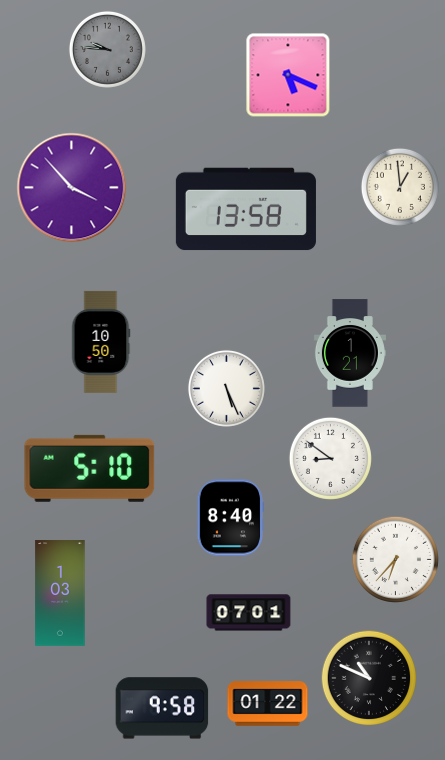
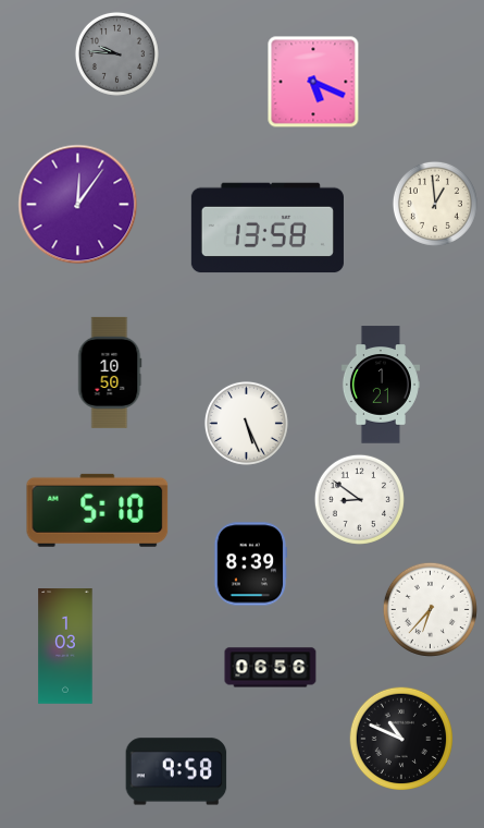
clock at (72, 188): 3:53 -> 12:06
clock at (229, 518): 8:40 -> 8:39
clock at (249, 613): 07:01 -> 06:56
clock at (268, 704): 01:22 -> none
